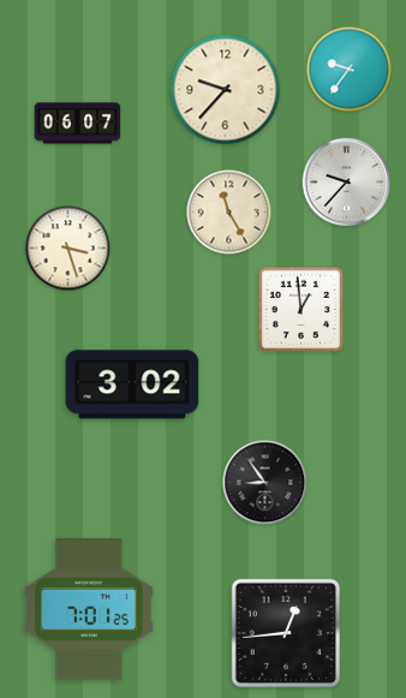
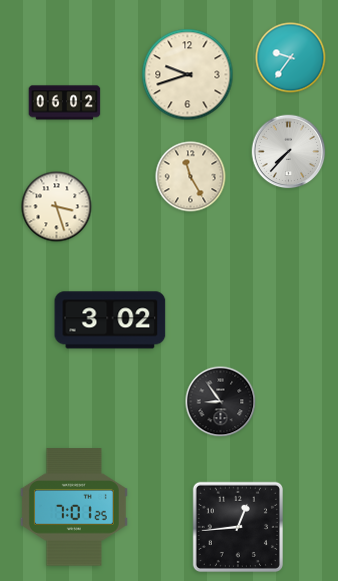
clock at (226, 90): 9:37 -> 9:42
clock at (78, 124): 06:07 -> 06:02
clock at (347, 183): 9:37 -> 7:37
clock at (301, 310): 12:59 -> none
